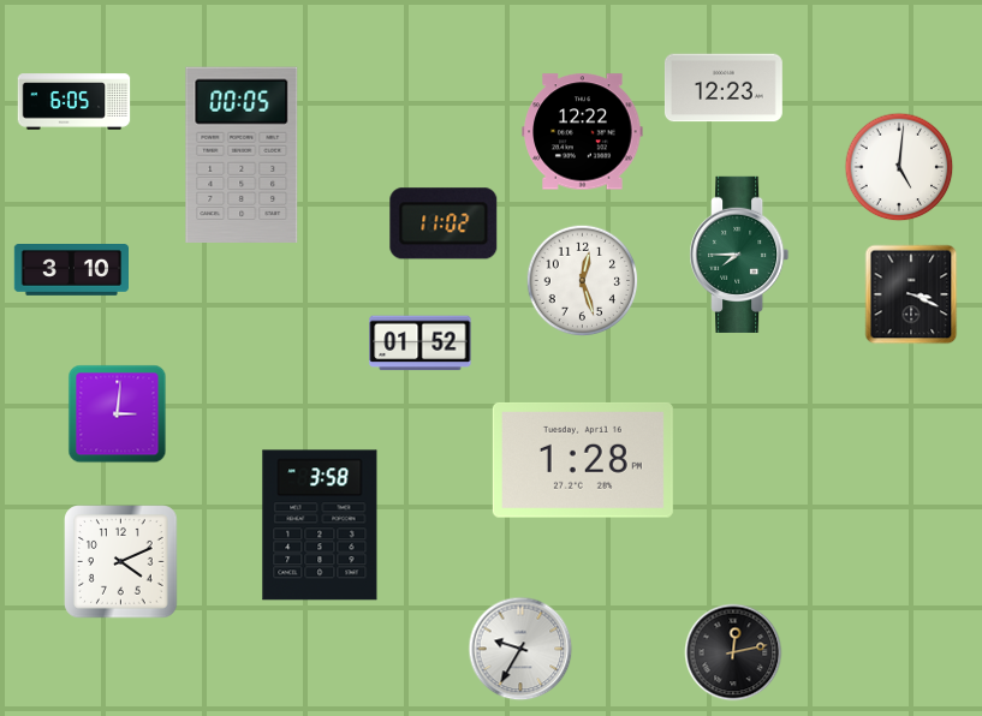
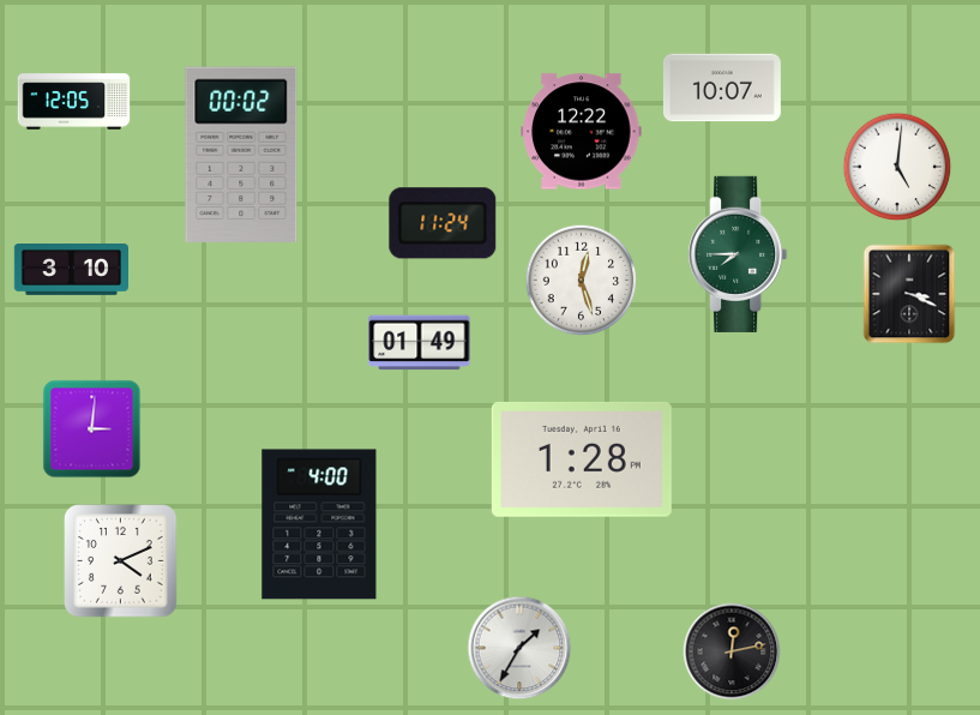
clock at (724, 88): 12:23 -> 10:07
clock at (75, 102): 6:05 -> 12:05
clock at (242, 155): 00:05 -> 00:02
clock at (444, 223): 11:02 -> 11:24
clock at (421, 344): 01:52 -> 01:49
clock at (118, 414) position: (118, 414) -> (92, 429)
clock at (320, 525): 3:58 -> 4:00
clock at (520, 649): 9:35 -> 1:35
